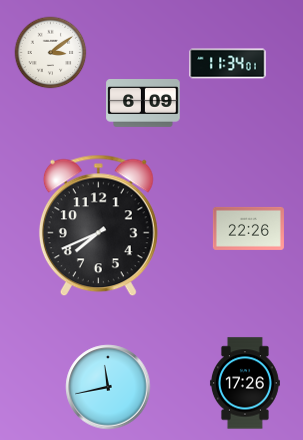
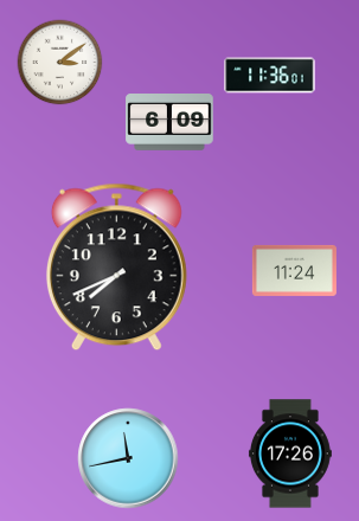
clock at (228, 64): 11:34 -> 11:36
clock at (248, 228): 22:26 -> 11:24
